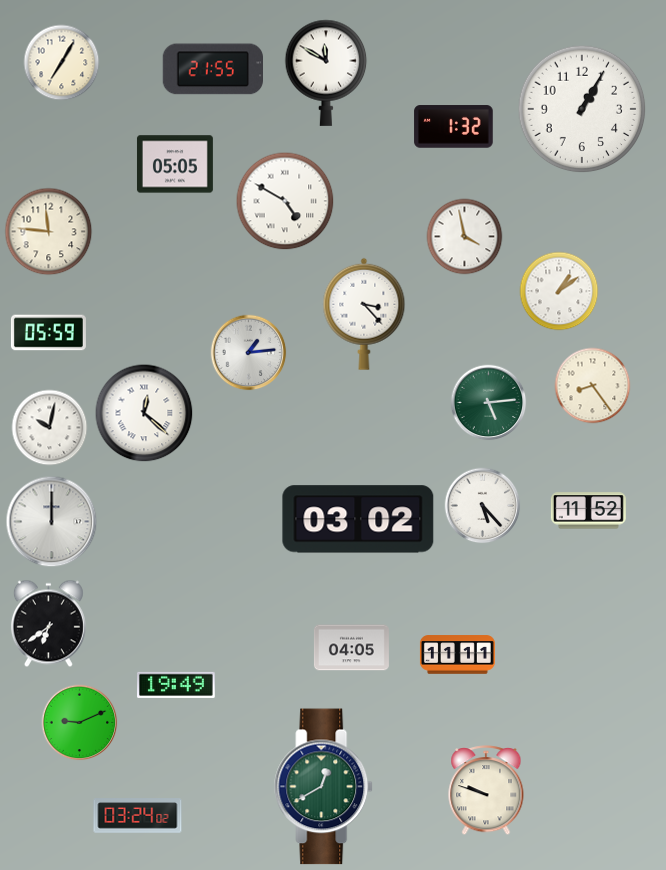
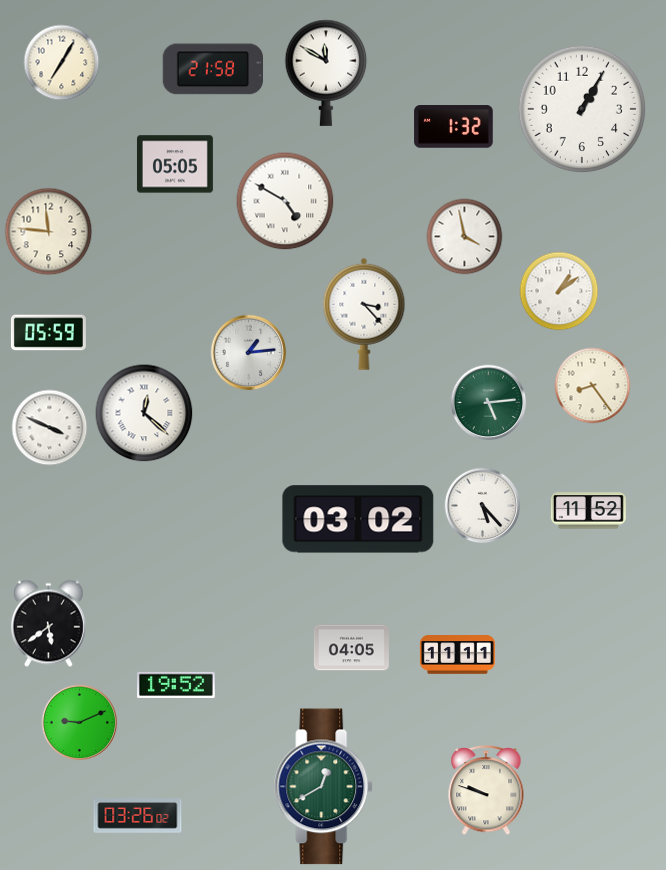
clock at (212, 69): 21:55 -> 21:58
clock at (50, 428): 10:02 -> 3:49
clock at (52, 522): 12:00 -> none
clock at (48, 624): 6:39 -> 5:39
clock at (177, 685): 19:49 -> 19:52
clock at (138, 816): 03:24 -> 03:26
